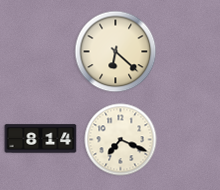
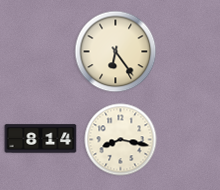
clock at (116, 52): 6:22 -> 6:24
clock at (121, 140): 7:19 -> 8:17
